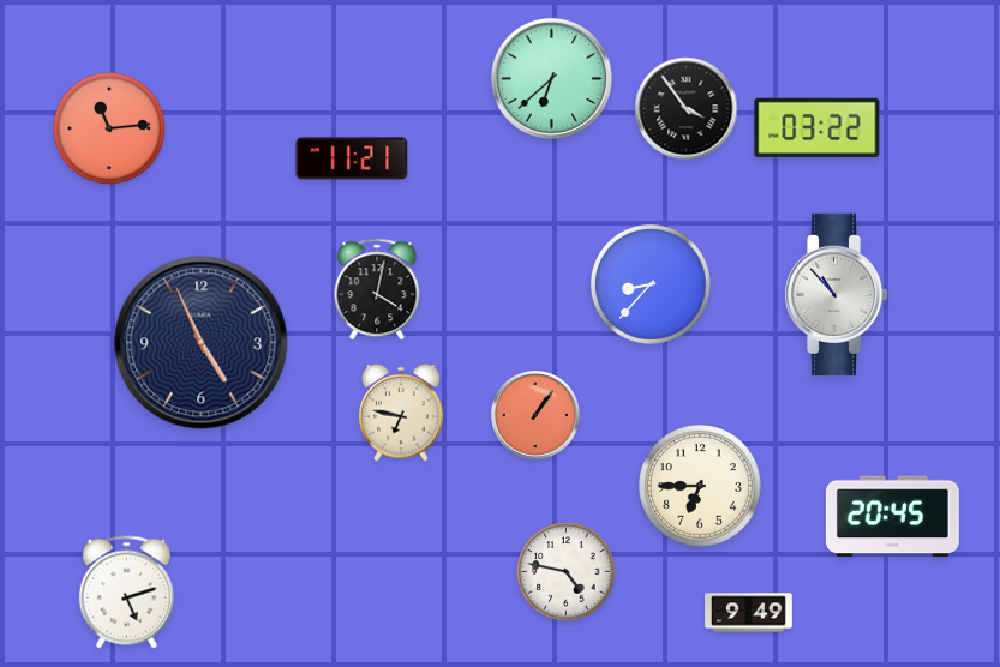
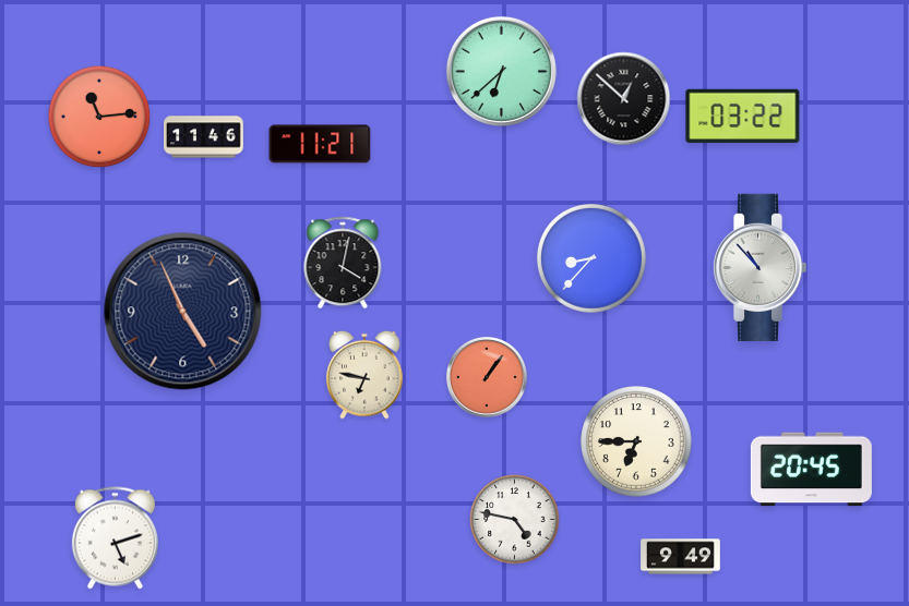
clock at (687, 109): 3:54 -> 12:52
clock at (204, 137): none -> 11:46
